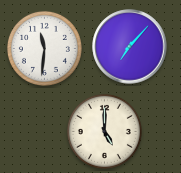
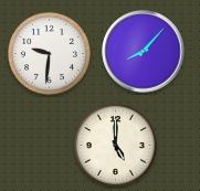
clock at (130, 47): 7:07 -> 8:07
clock at (44, 48): 11:31 -> 9:31
